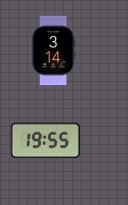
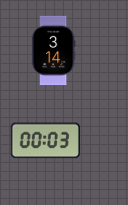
clock at (45, 141): 19:55 -> 00:03
